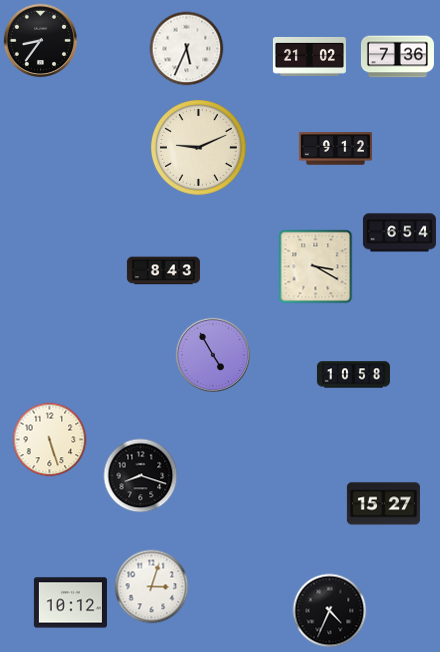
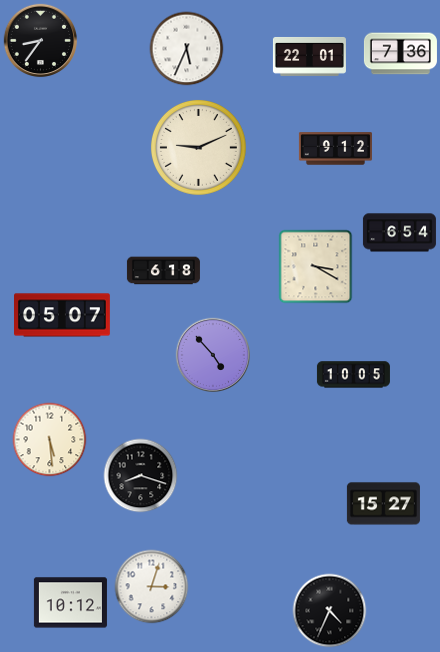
clock at (309, 56): 21:02 -> 22:01
clock at (397, 57) position: (397, 57) -> (400, 54)
clock at (163, 271): 8:43 -> 6:18
clock at (63, 315): none -> 05:07
clock at (212, 354): 4:55 -> 4:53
clock at (353, 375): 10:58 -> 10:05
clock at (50, 440): 5:27 -> 5:29
